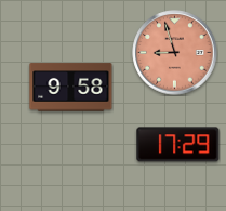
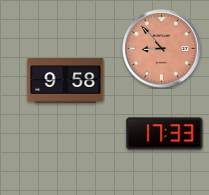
clock at (175, 53): 8:57 -> 8:53
clock at (178, 145): 17:29 -> 17:33
